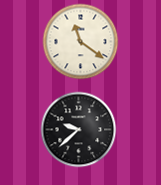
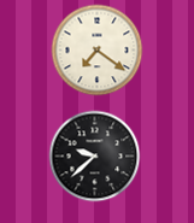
clock at (81, 42): 11:21 -> 7:21
